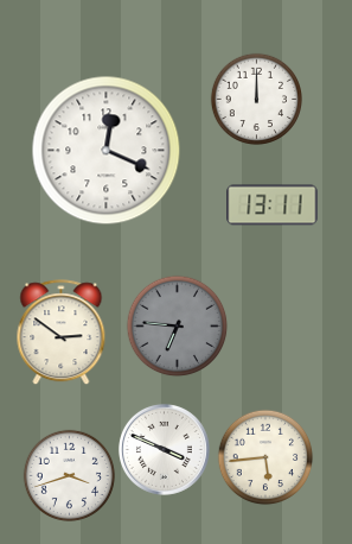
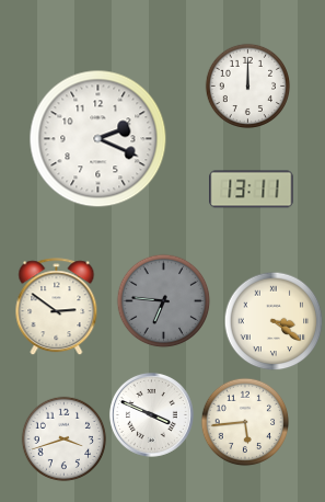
clock at (256, 99) position: (256, 99) -> (247, 85)
clock at (107, 151): 12:19 -> 2:19
clock at (274, 321): none -> 3:21
